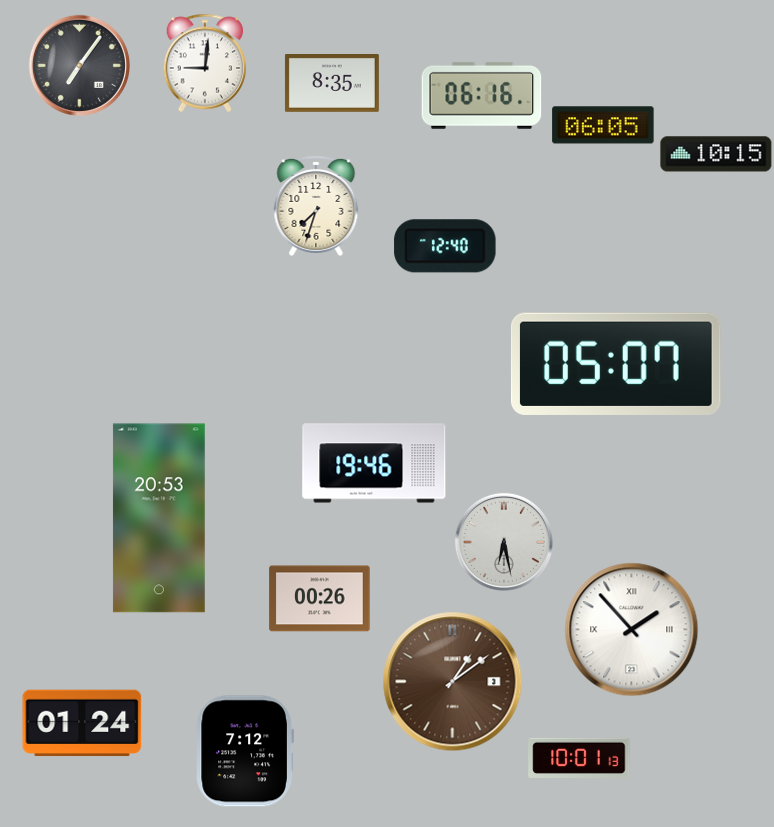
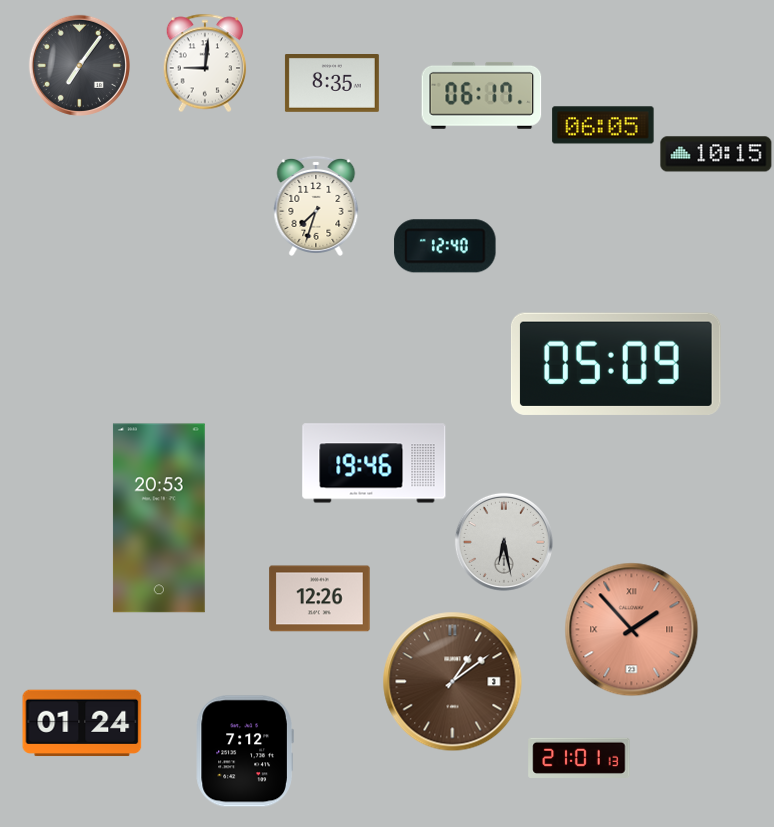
clock at (482, 95): 06:16 -> 06:17
clock at (616, 364): 05:07 -> 05:09
clock at (320, 599): 00:26 -> 12:26
clock at (632, 630) dial: white -> salmon
clock at (579, 757): 10:01 -> 21:01
